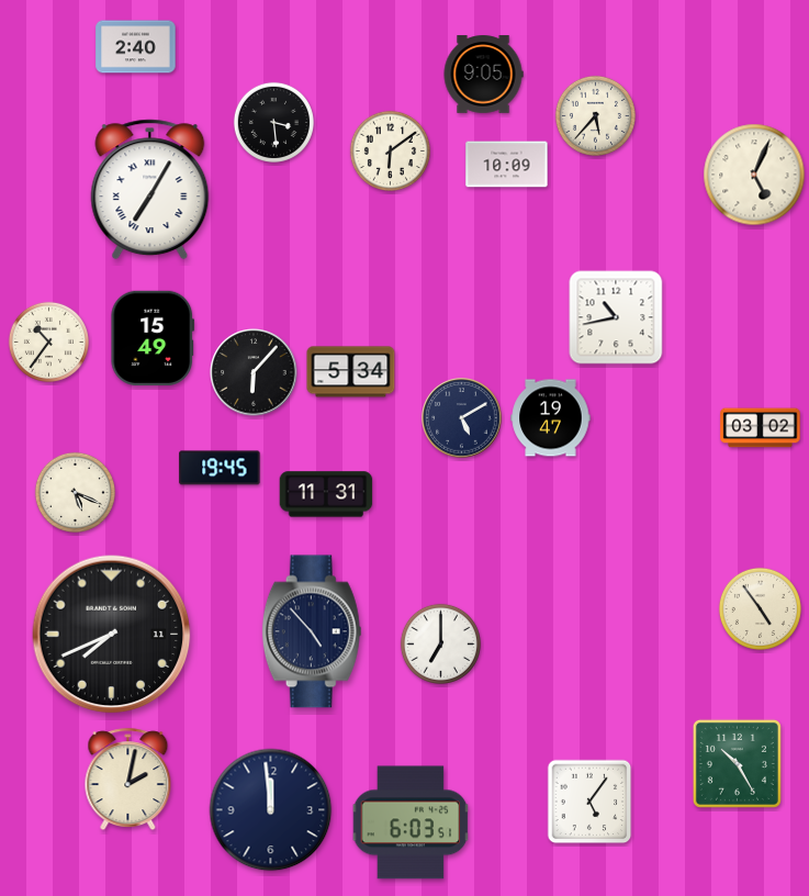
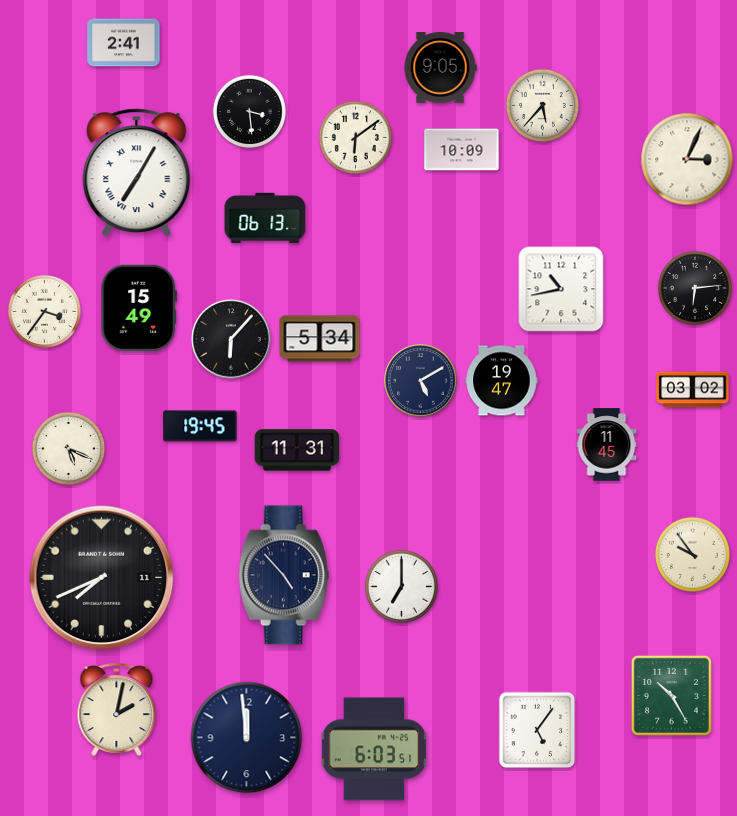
clock at (136, 47): 2:40 -> 2:41
clock at (754, 175): 5:04 -> 3:04
clock at (265, 218): none -> 06:13
clock at (695, 288): none -> 6:14
clock at (48, 341): 10:36 -> 3:36
clock at (607, 445): none -> 11:45
clock at (760, 608): 4:54 -> 9:54
